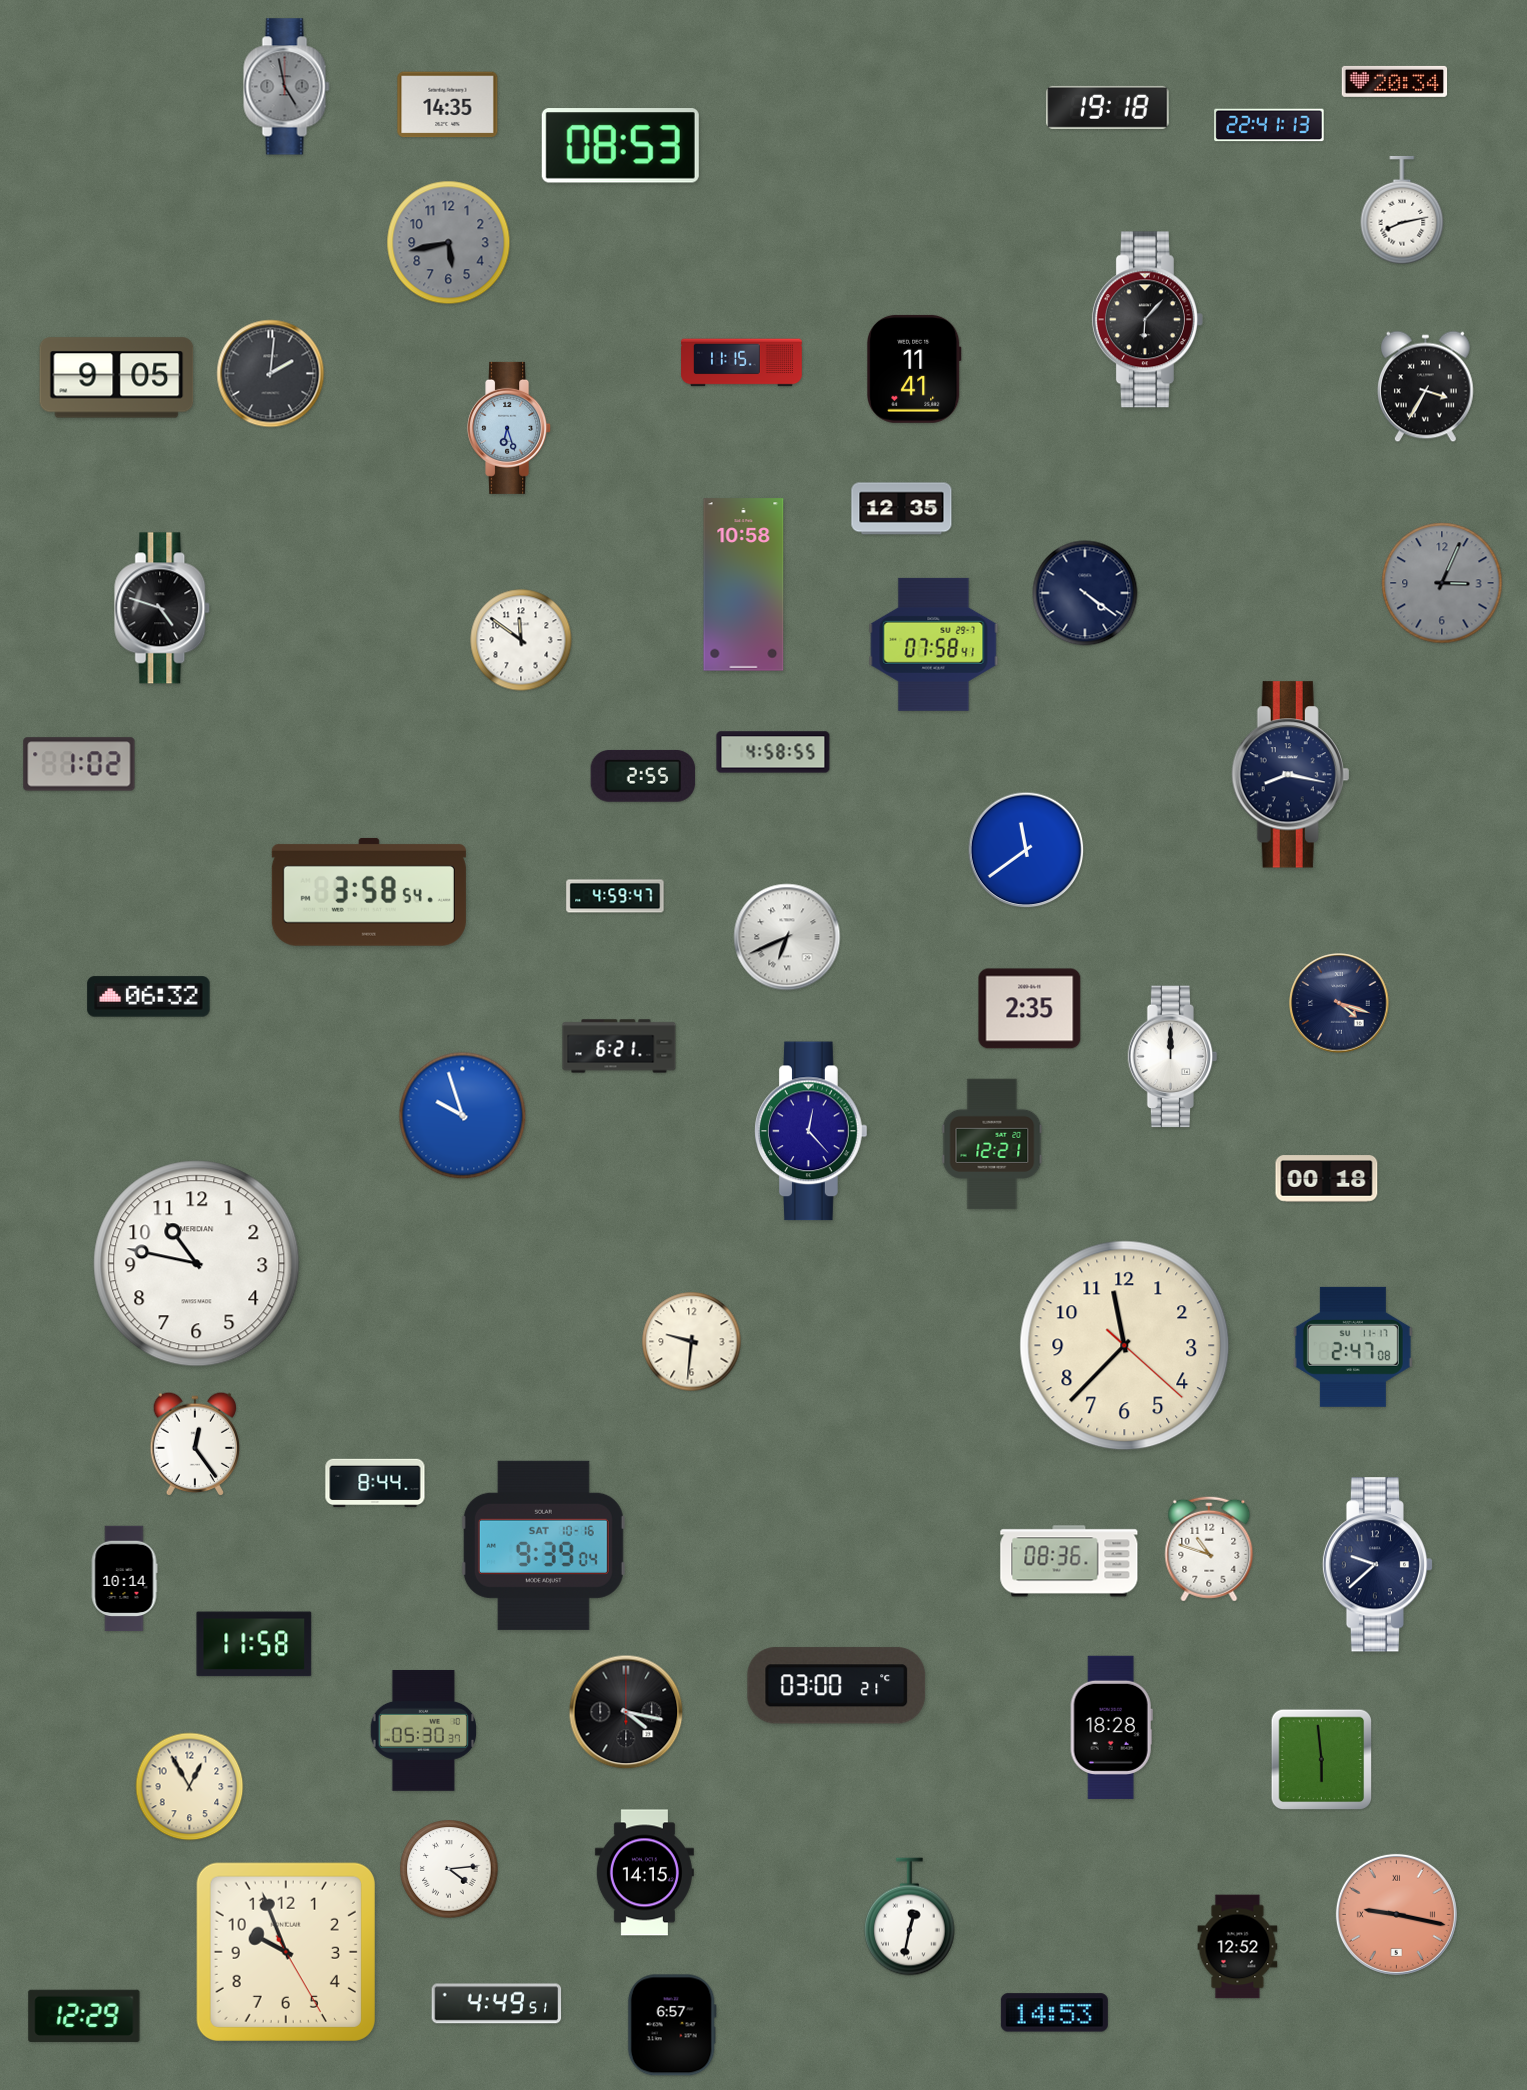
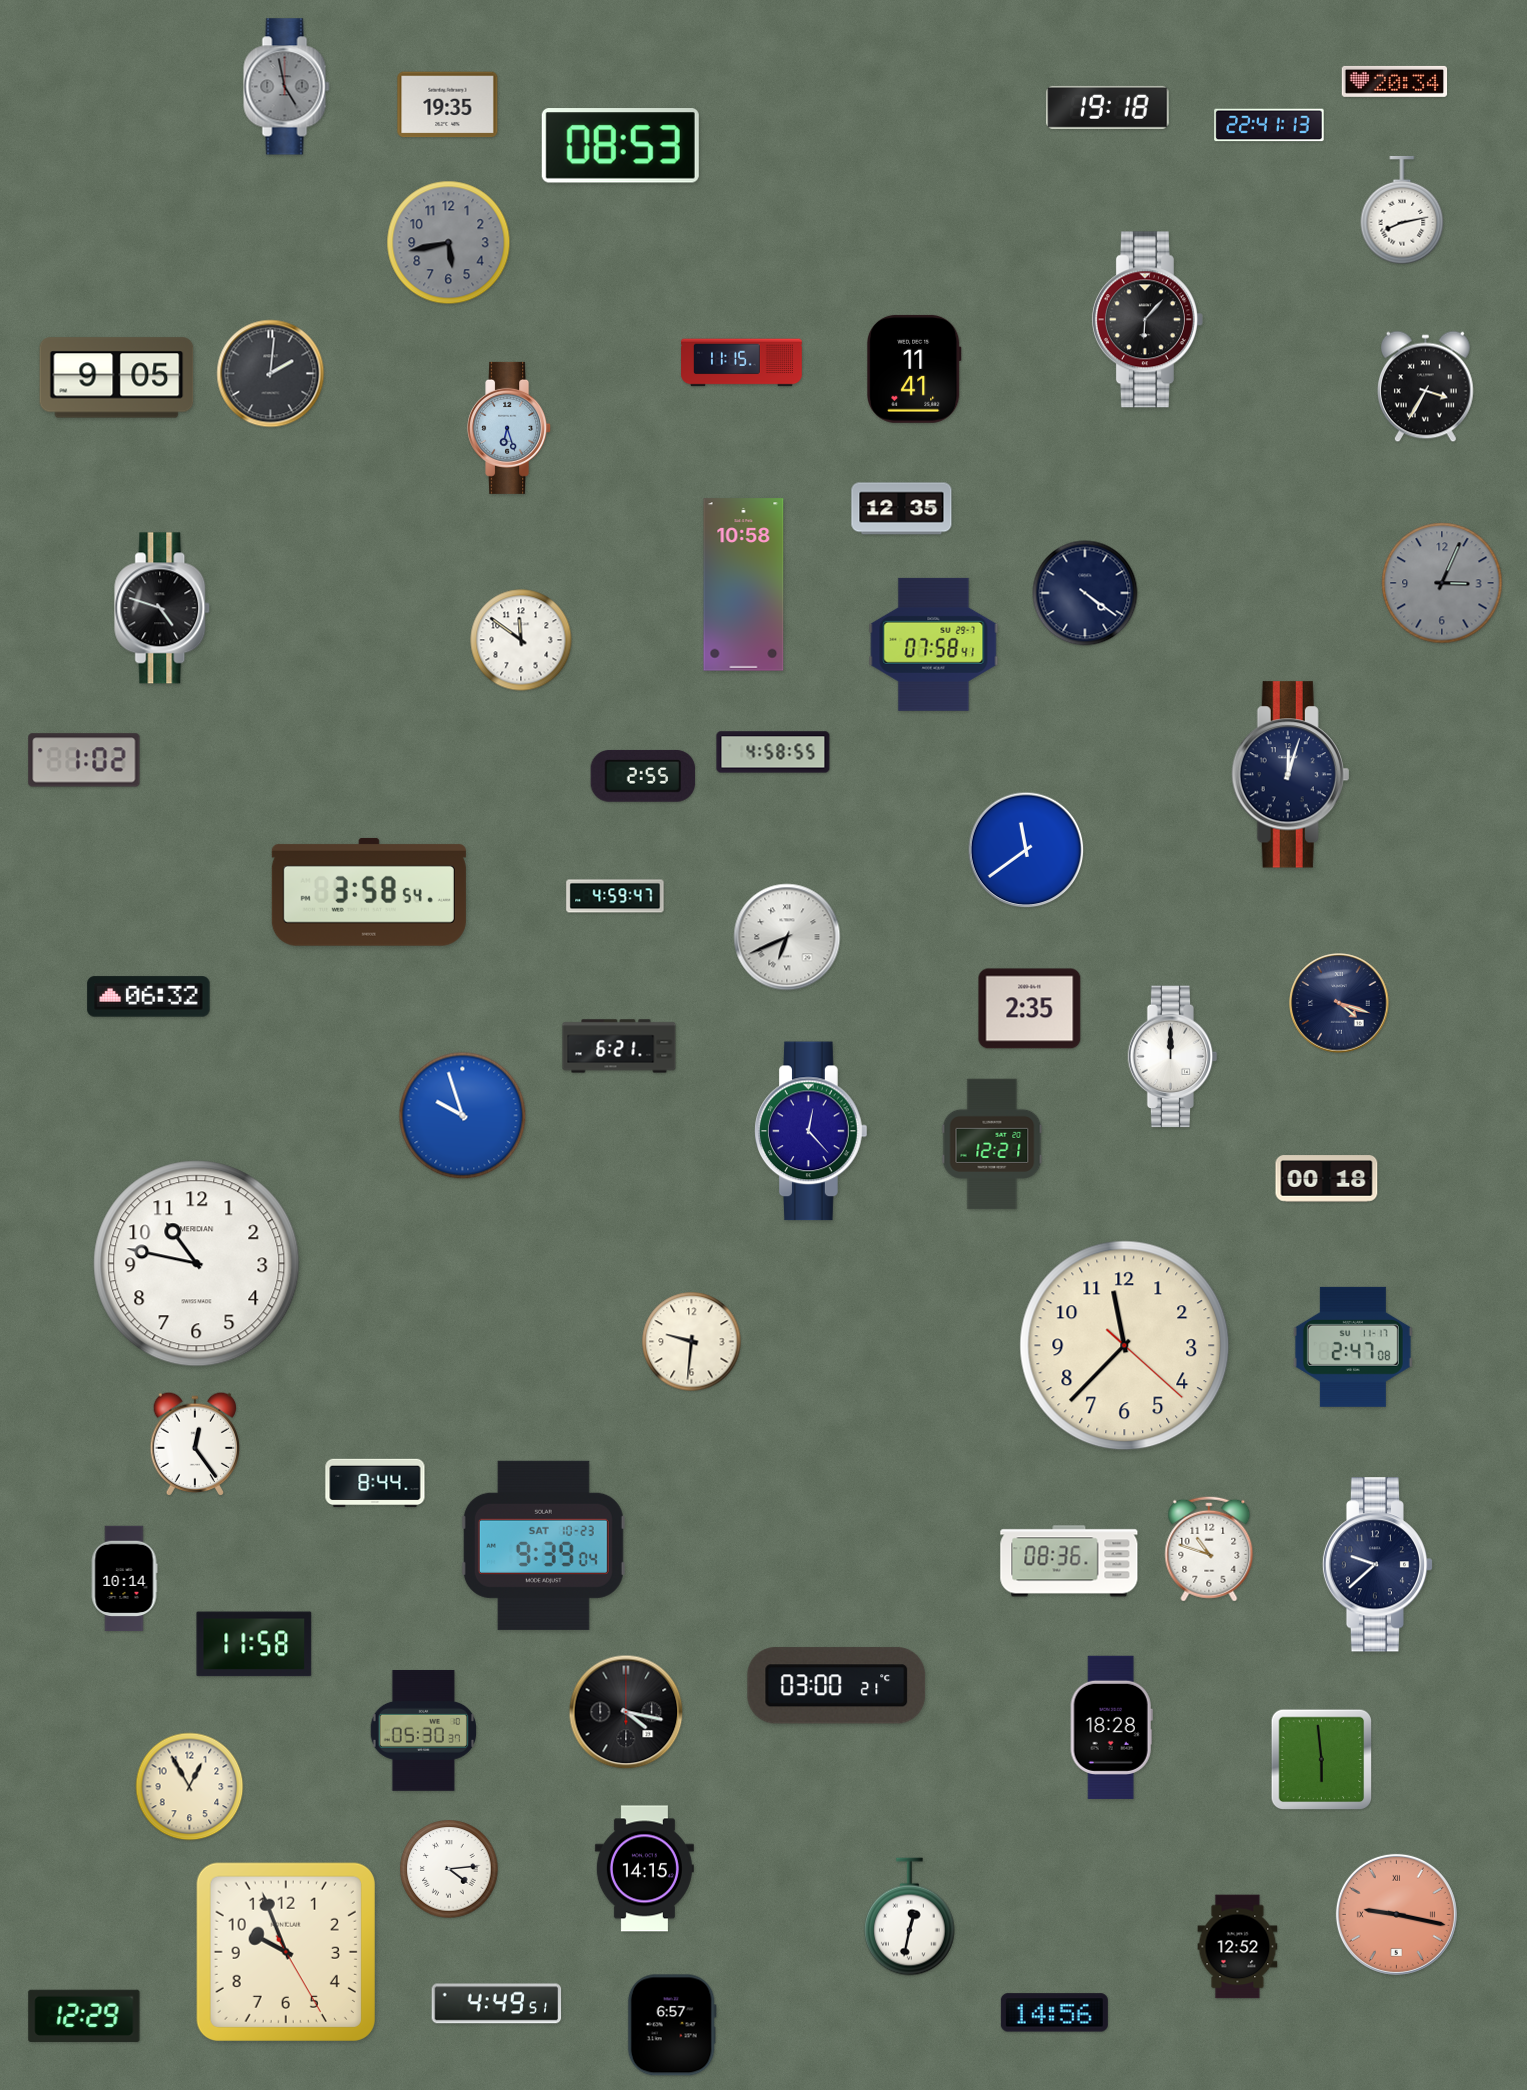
clock at (448, 105): 14:35 -> 19:35
clock at (79, 764) position: (79, 764) -> (84, 760)
clock at (1291, 775): 8:17 -> 12:03
clock at (543, 1545) date: SAT 10-16 -> SAT 10-23
clock at (644, 1873) position: (644, 1873) -> (644, 1869)
clock at (1054, 2013): 14:53 -> 14:56
